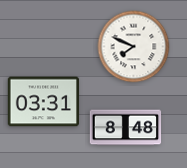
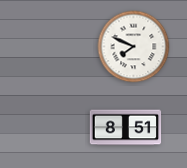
clock at (44, 102): 03:31 -> none
clock at (126, 128): 8:48 -> 8:51
